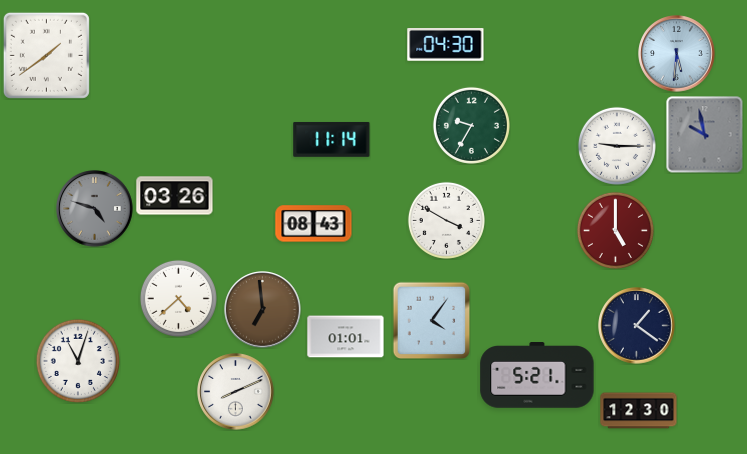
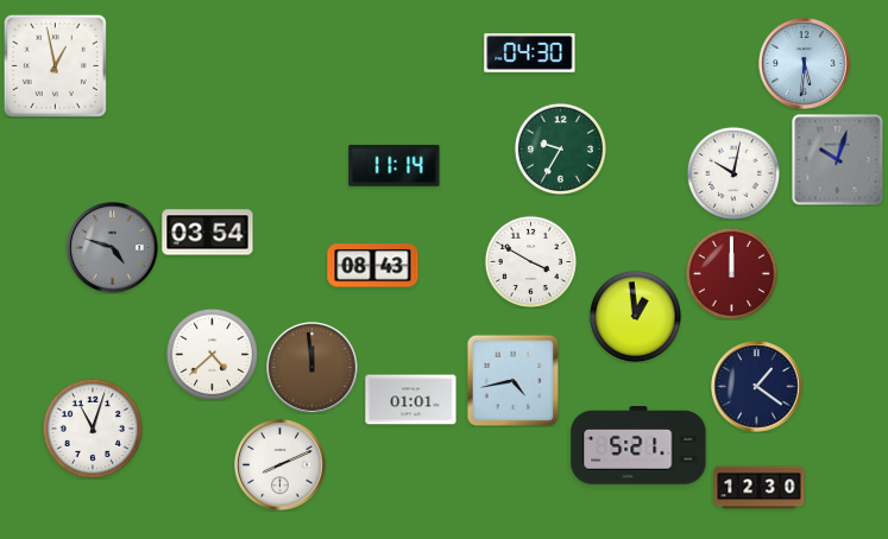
clock at (46, 55): 1:39 -> 12:58
clock at (705, 135): 9:58 -> 10:03
clock at (617, 146): 9:15 -> 10:02
clock at (175, 196): 03:26 -> 03:54
clock at (615, 230): 5:00 -> 12:00
clock at (635, 316): none -> 12:59
clock at (263, 310): 6:59 -> 11:59
clock at (431, 320): 4:06 -> 4:43
